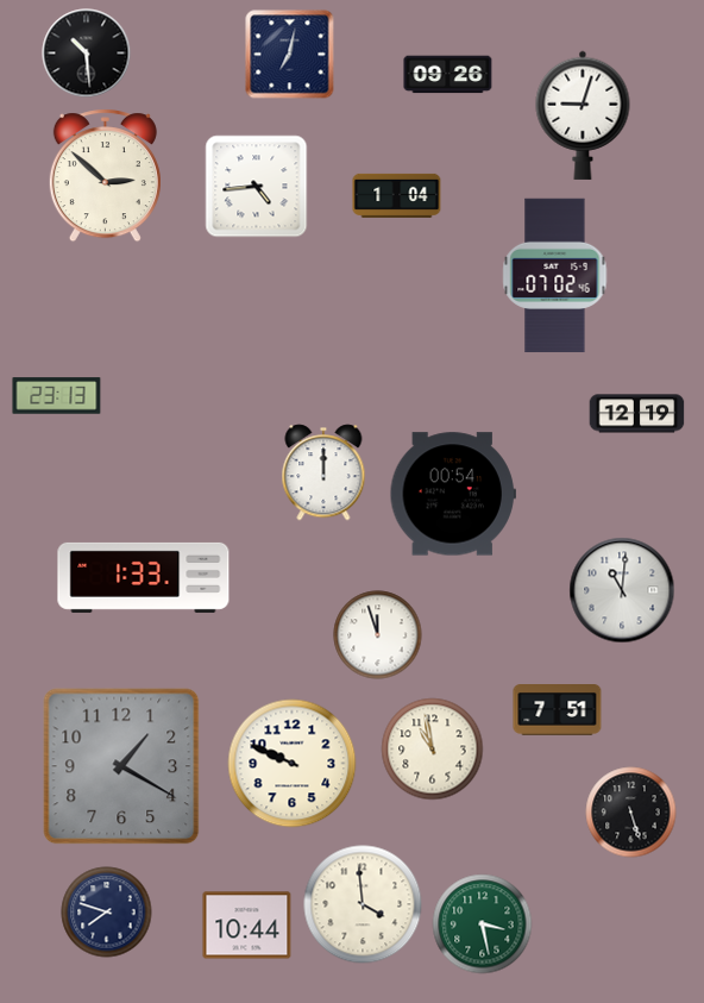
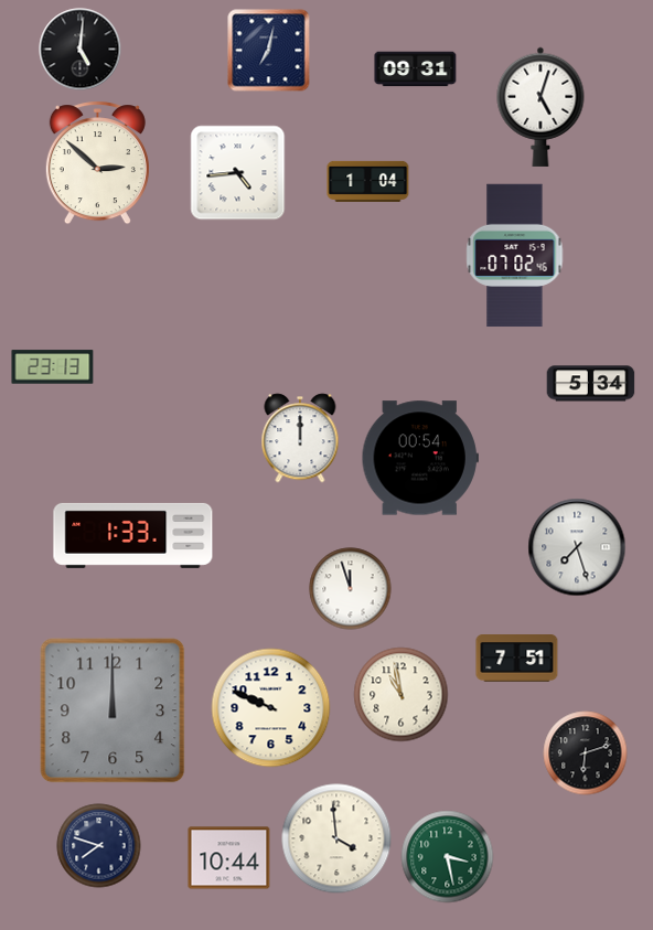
clock at (87, 54): 10:29 -> 5:01
clock at (448, 75): 09:26 -> 09:31
clock at (583, 115): 9:03 -> 5:03
clock at (637, 414): 12:19 -> 5:34
clock at (622, 590): 11:01 -> 7:27
clock at (121, 766): 1:20 -> 12:00
clock at (631, 813): 5:27 -> 6:12
